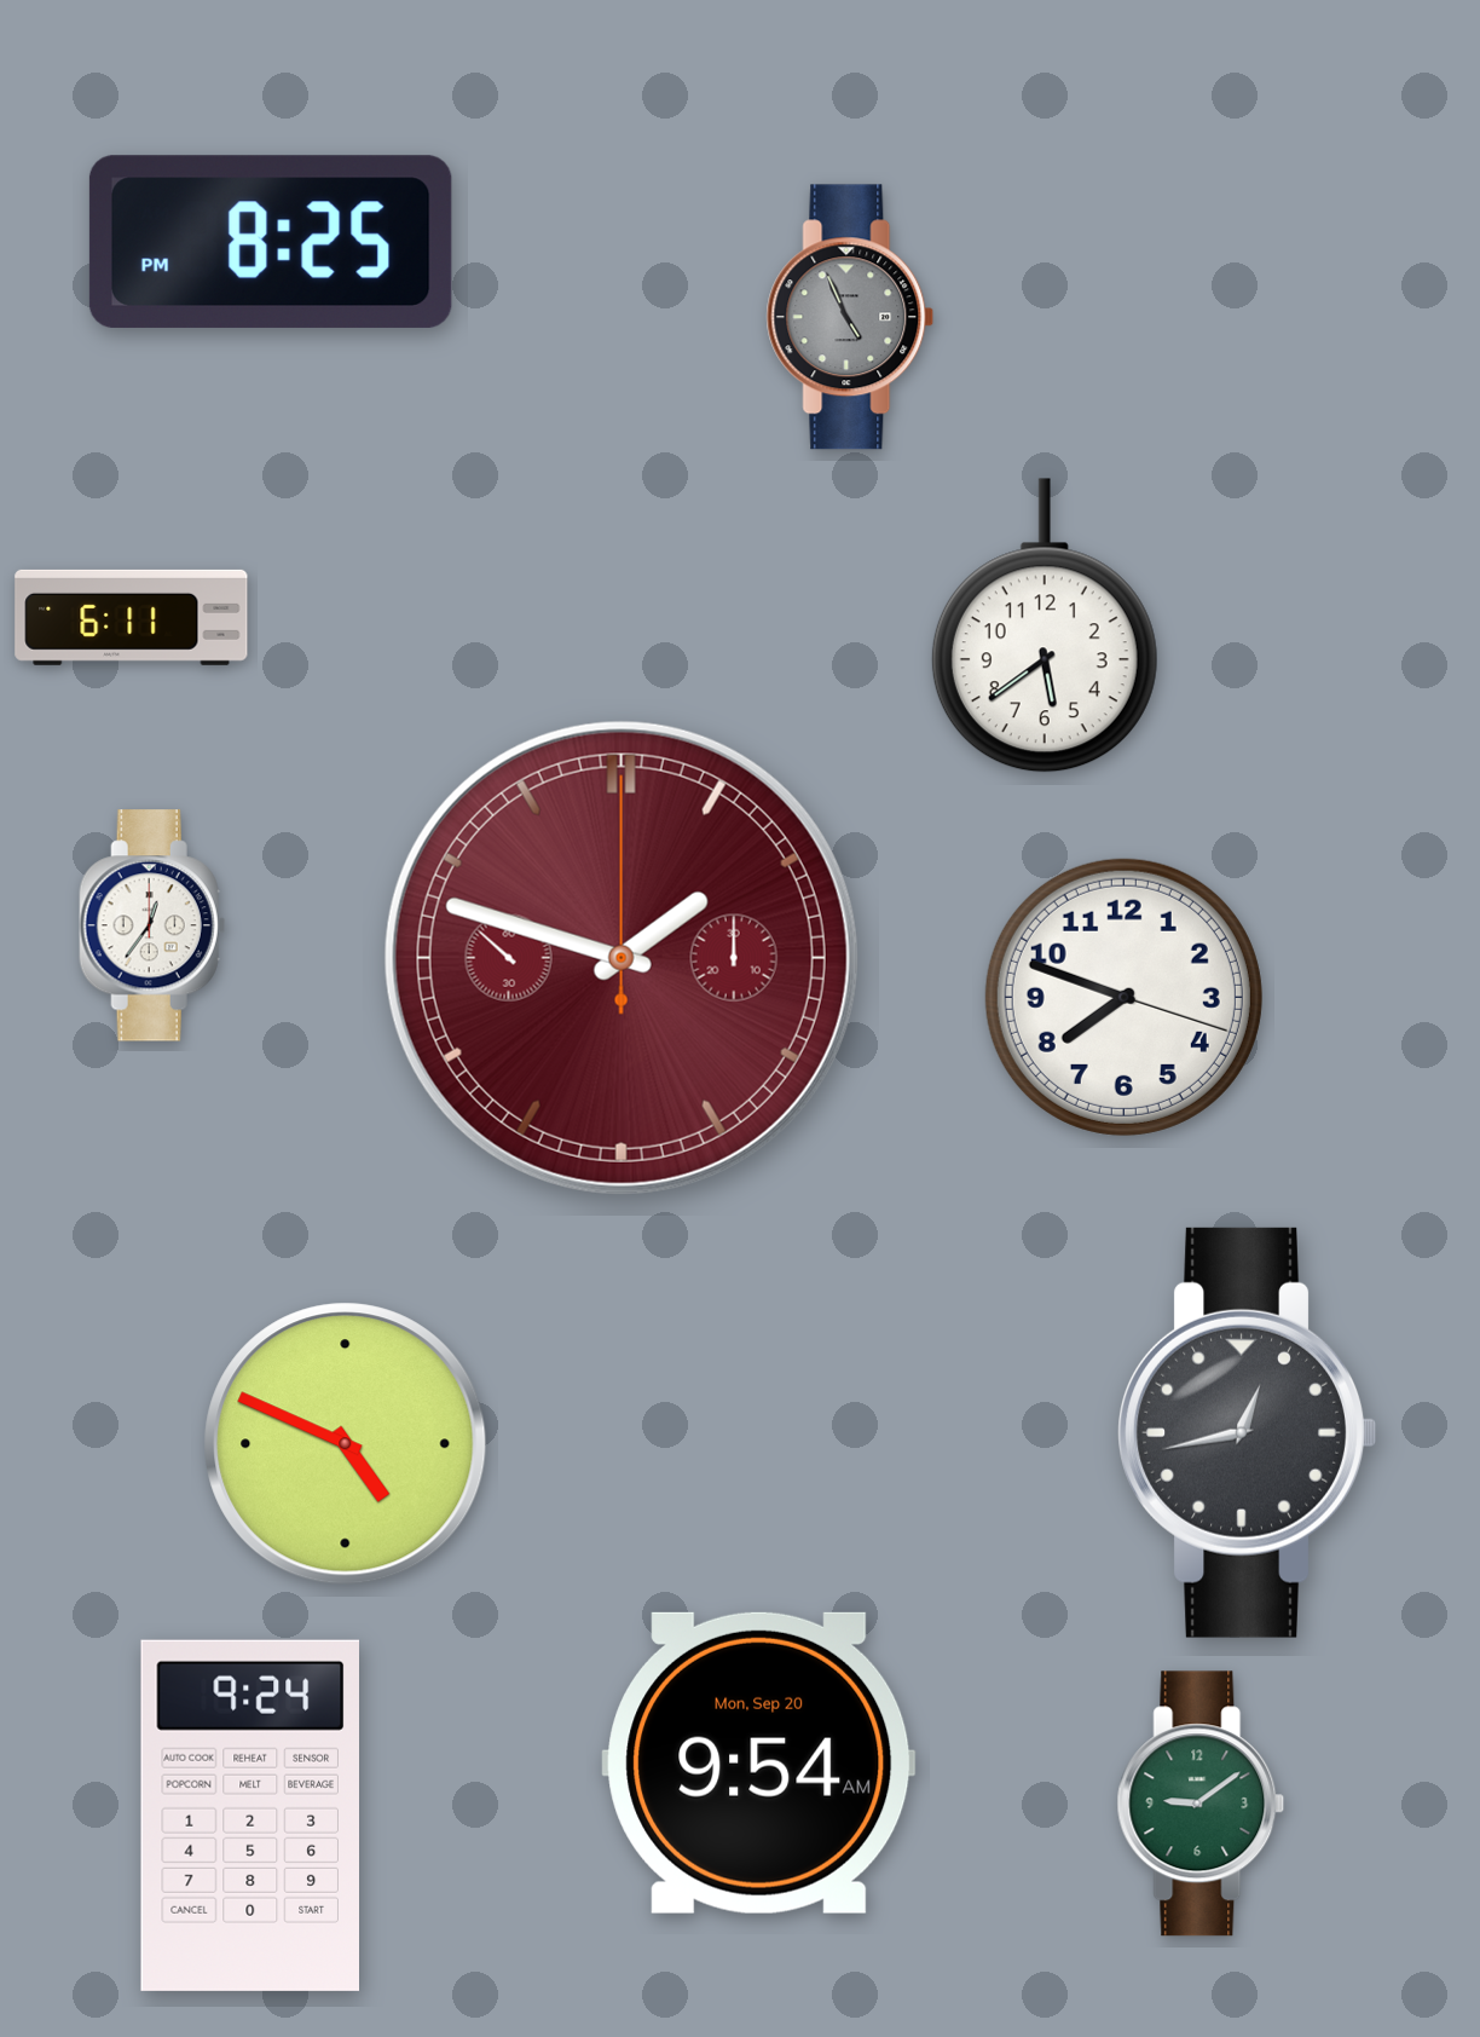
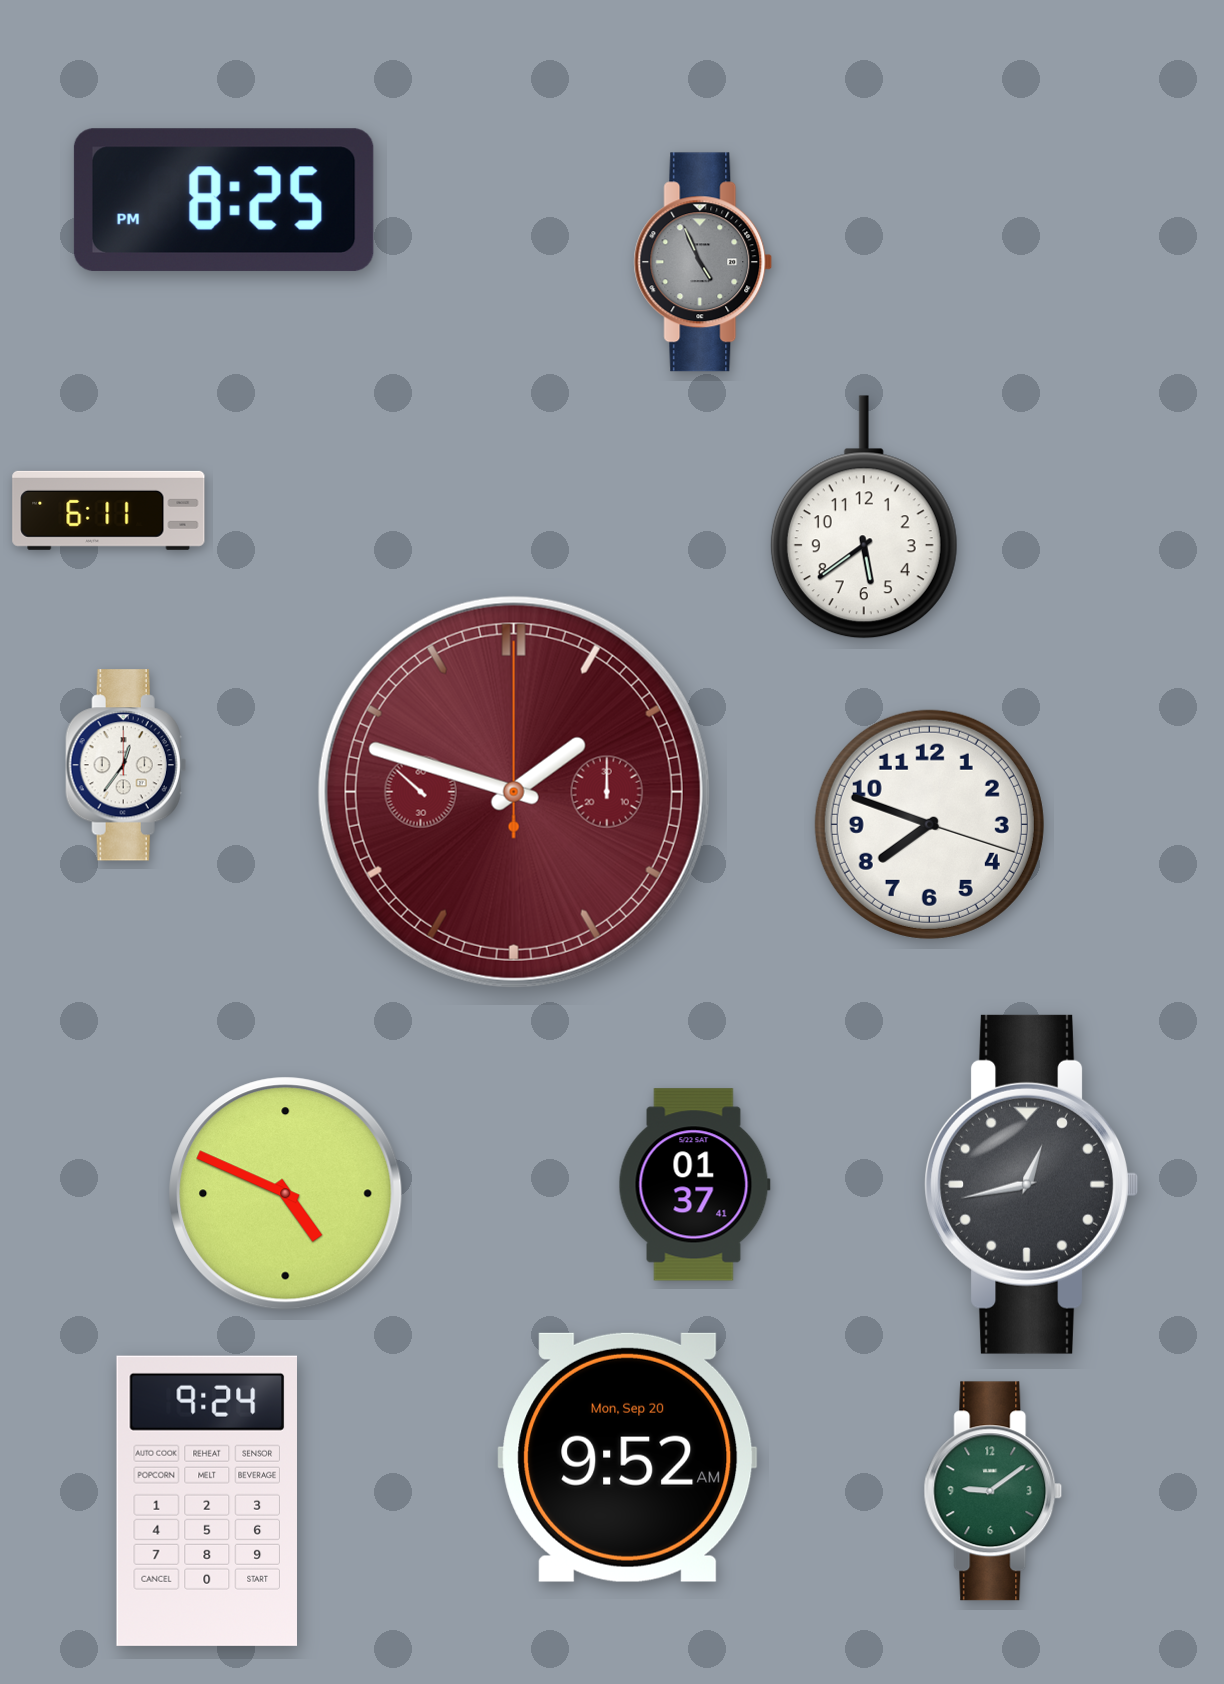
clock at (694, 1185): none -> 01:37
clock at (759, 1762): 9:54 -> 9:52
